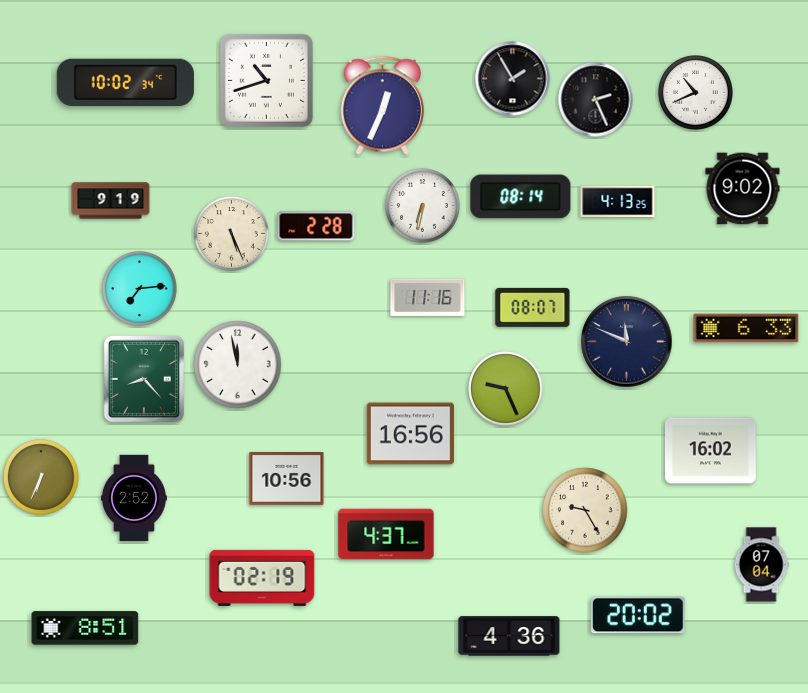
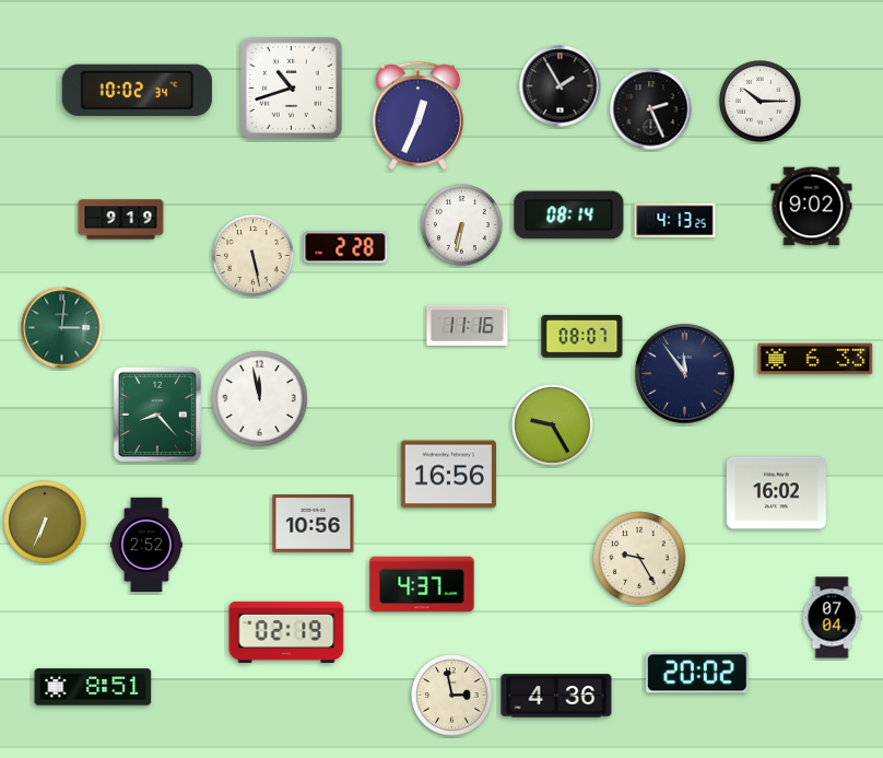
clock at (696, 93): 10:41 -> 10:15
clock at (232, 234): 5:26 -> 5:28
clock at (140, 289): 7:14 -> none
clock at (62, 328): none -> 3:01
clock at (627, 342): 11:49 -> 11:54
clock at (506, 389): 9:26 -> 9:25
clock at (452, 696): none -> 2:58
